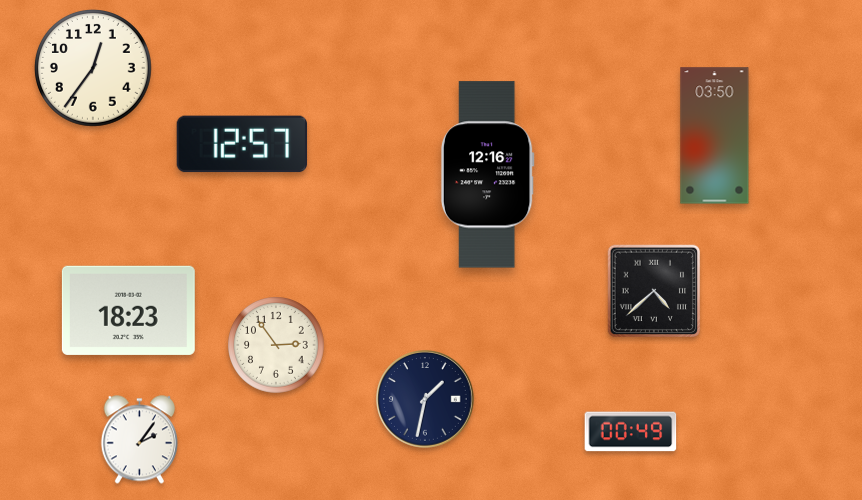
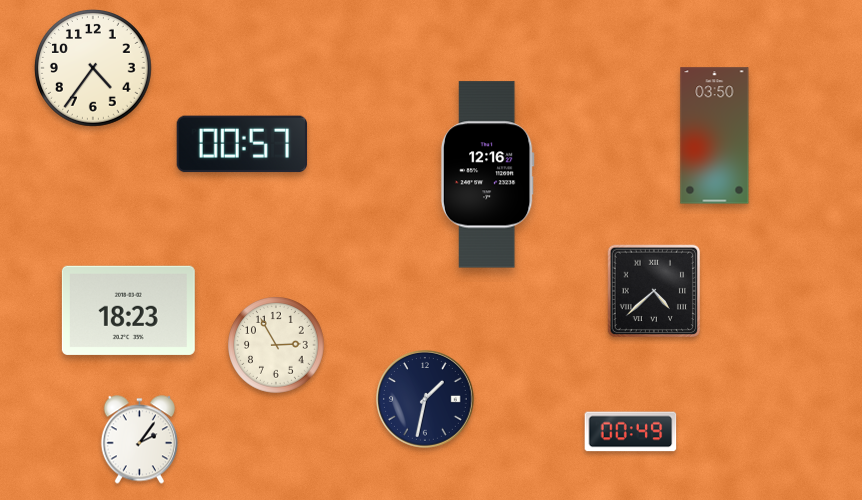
clock at (94, 69): 12:36 -> 4:36
clock at (242, 144): 12:57 -> 00:57
clock at (277, 346): 2:54 -> 2:55
